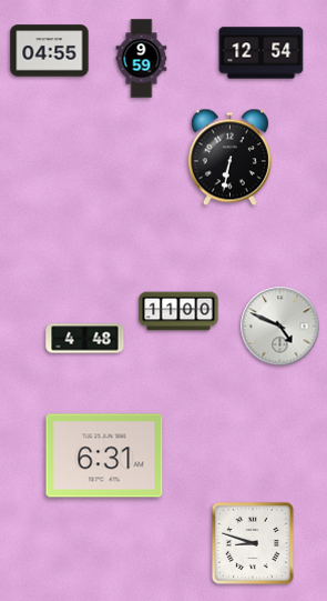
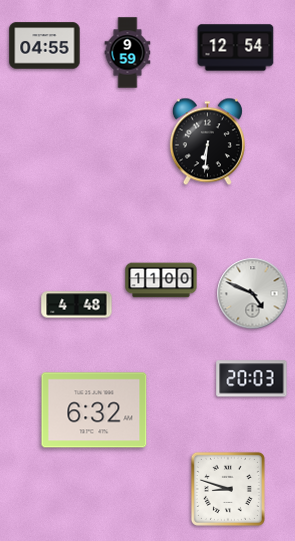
clock at (229, 158): 6:32 -> 6:31
clock at (252, 379): none -> 20:03
clock at (104, 455): 6:31 -> 6:32
